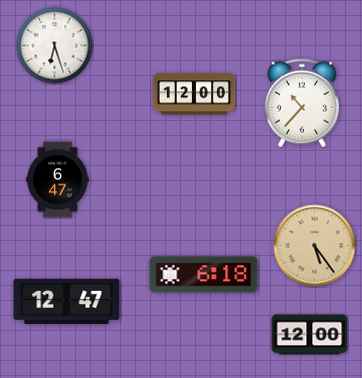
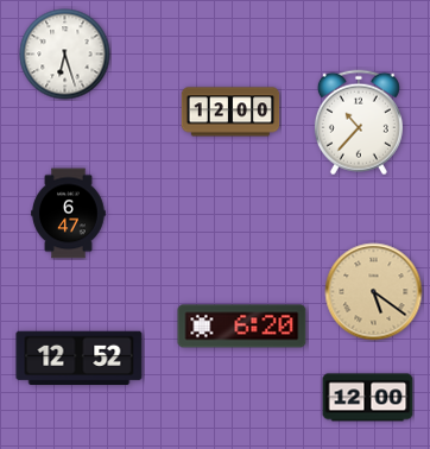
clock at (315, 246): 5:24 -> 5:21
clock at (204, 275): 6:18 -> 6:20
clock at (67, 302): 12:47 -> 12:52
